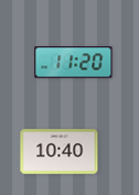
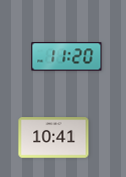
clock at (60, 152): 10:40 -> 10:41
